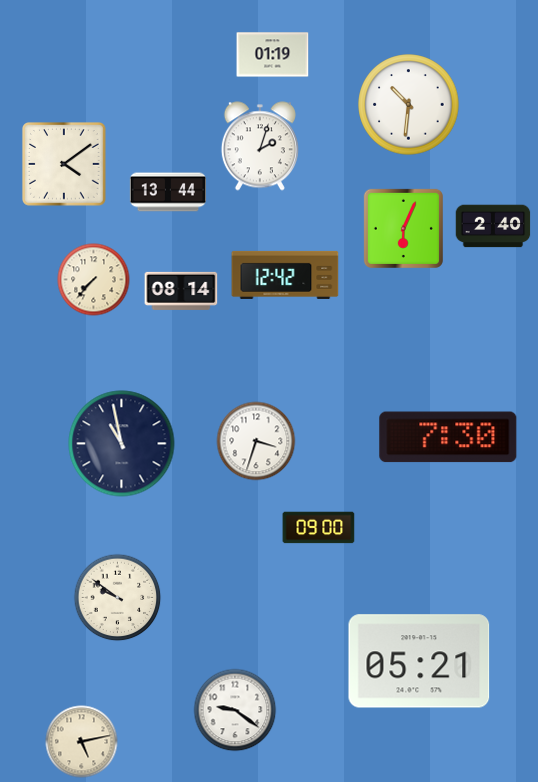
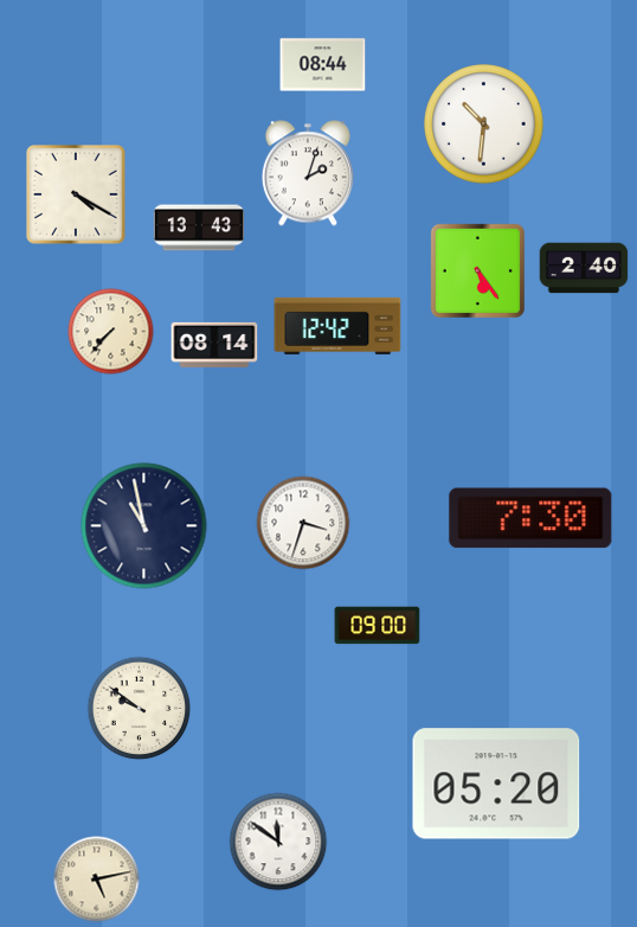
clock at (273, 55): 01:19 -> 08:44
clock at (65, 165): 4:09 -> 4:20
clock at (167, 192): 13:44 -> 13:43
clock at (403, 228): 6:04 -> 5:24
clock at (419, 661): 05:21 -> 05:20
clock at (235, 710): 9:21 -> 11:51
